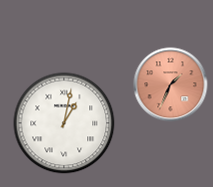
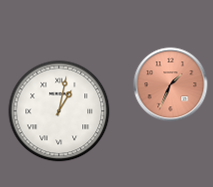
clock at (64, 123) position: (64, 123) -> (59, 111)
